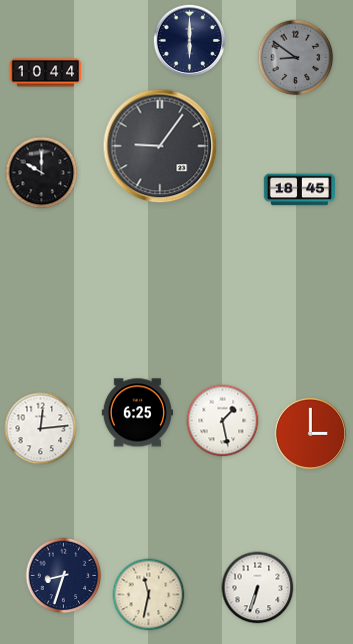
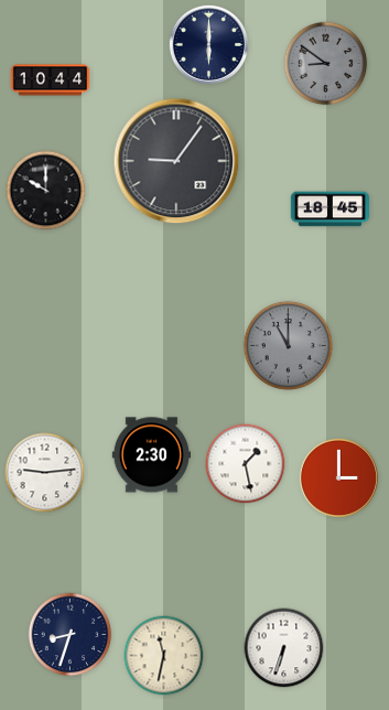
clock at (288, 345): none -> 11:00
clock at (137, 413): 6:25 -> 2:30
clock at (41, 429): 12:14 -> 9:14
clock at (311, 434) position: (311, 434) -> (339, 478)
